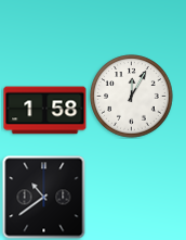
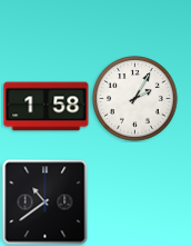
clock at (132, 97): 12:05 -> 2:05
clock at (45, 111) position: (45, 111) -> (47, 107)
